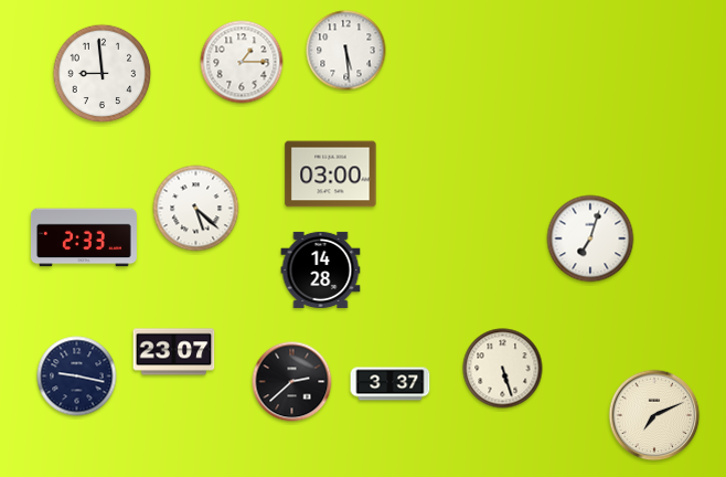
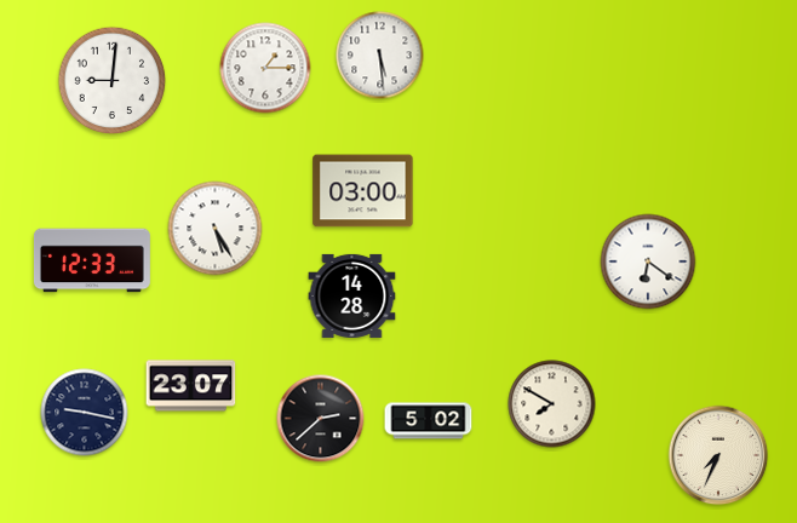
clock at (103, 74): 8:59 -> 9:01
clock at (196, 209): 5:22 -> 5:25
clock at (84, 237): 2:33 -> 12:33
clock at (590, 239): 7:03 -> 6:21
clock at (503, 369): 5:27 -> 7:50
clock at (391, 384): 3:37 -> 5:02
clock at (654, 415): 7:11 -> 7:34
